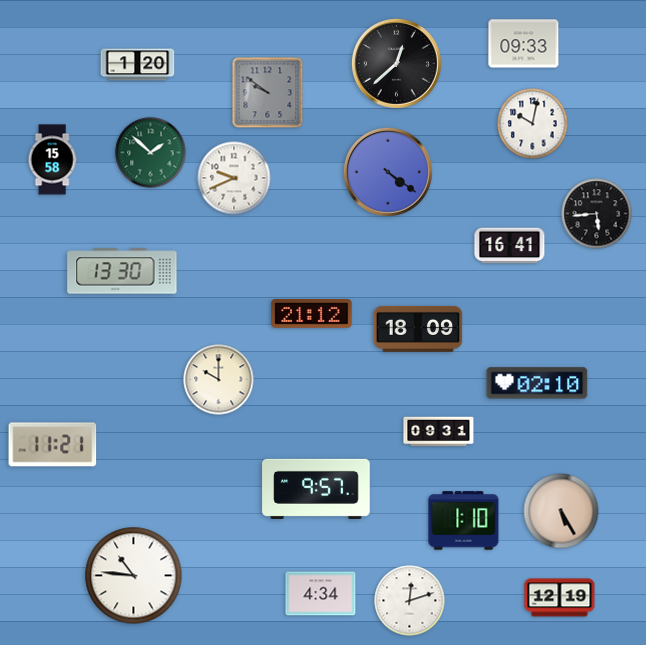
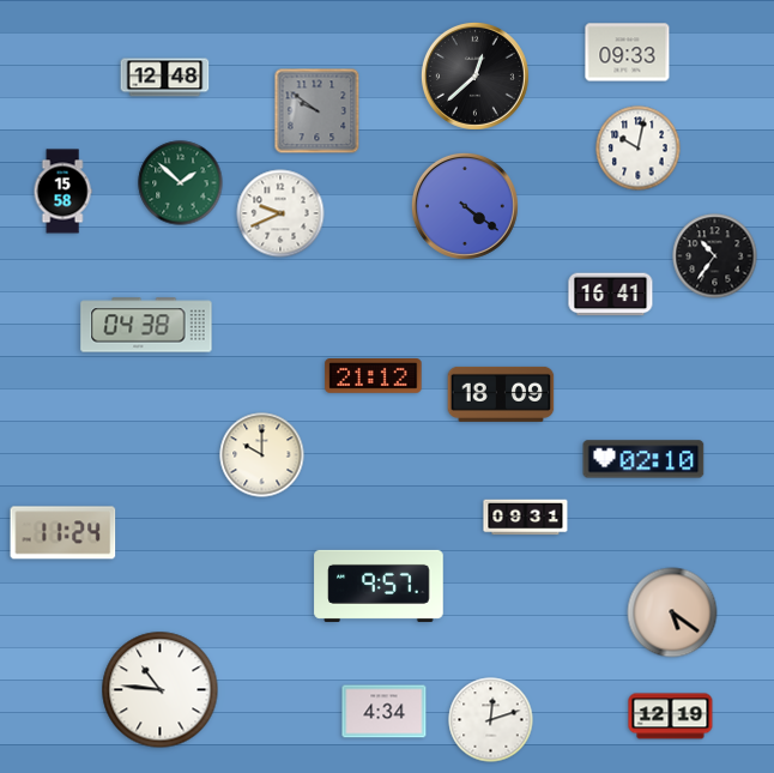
clock at (138, 65): 1:20 -> 12:48
clock at (268, 93) position: (268, 93) -> (318, 111)
clock at (597, 214): 5:44 -> 10:36
clock at (122, 271): 13:30 -> 04:38
clock at (53, 445): 11:21 -> 11:24
clock at (561, 511): 5:25 -> 5:21
clock at (464, 521): 1:10 -> none
